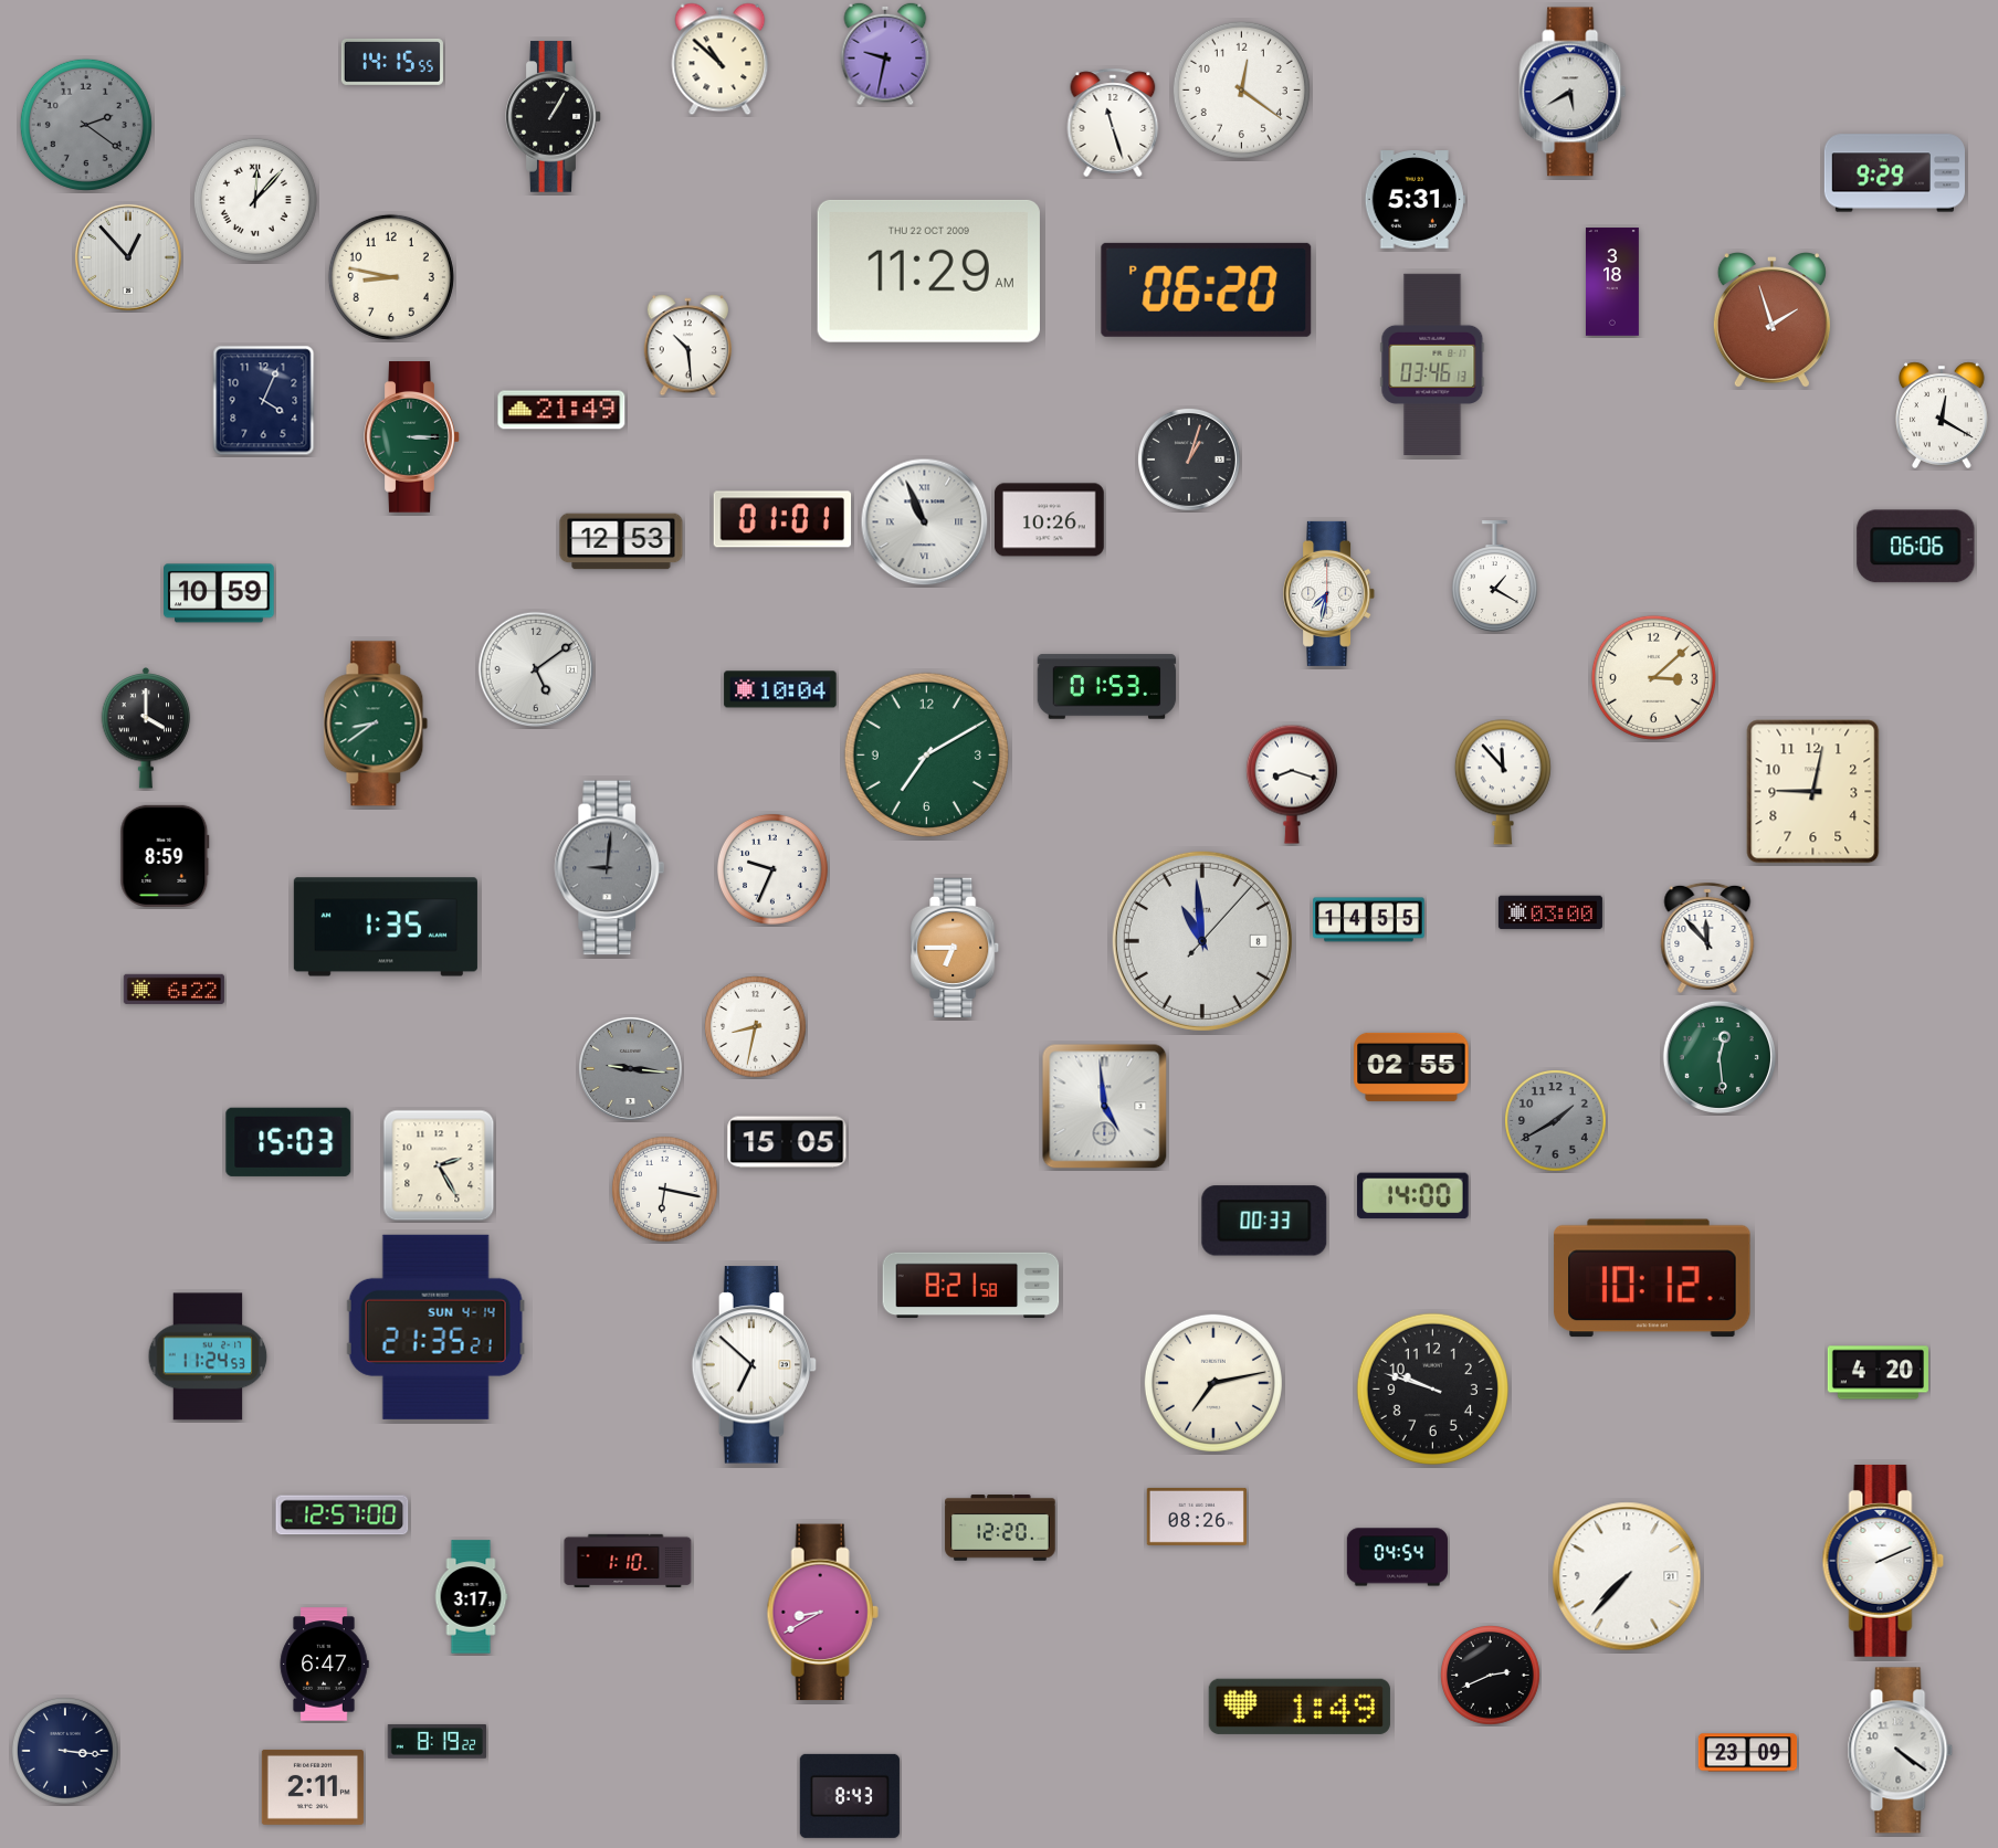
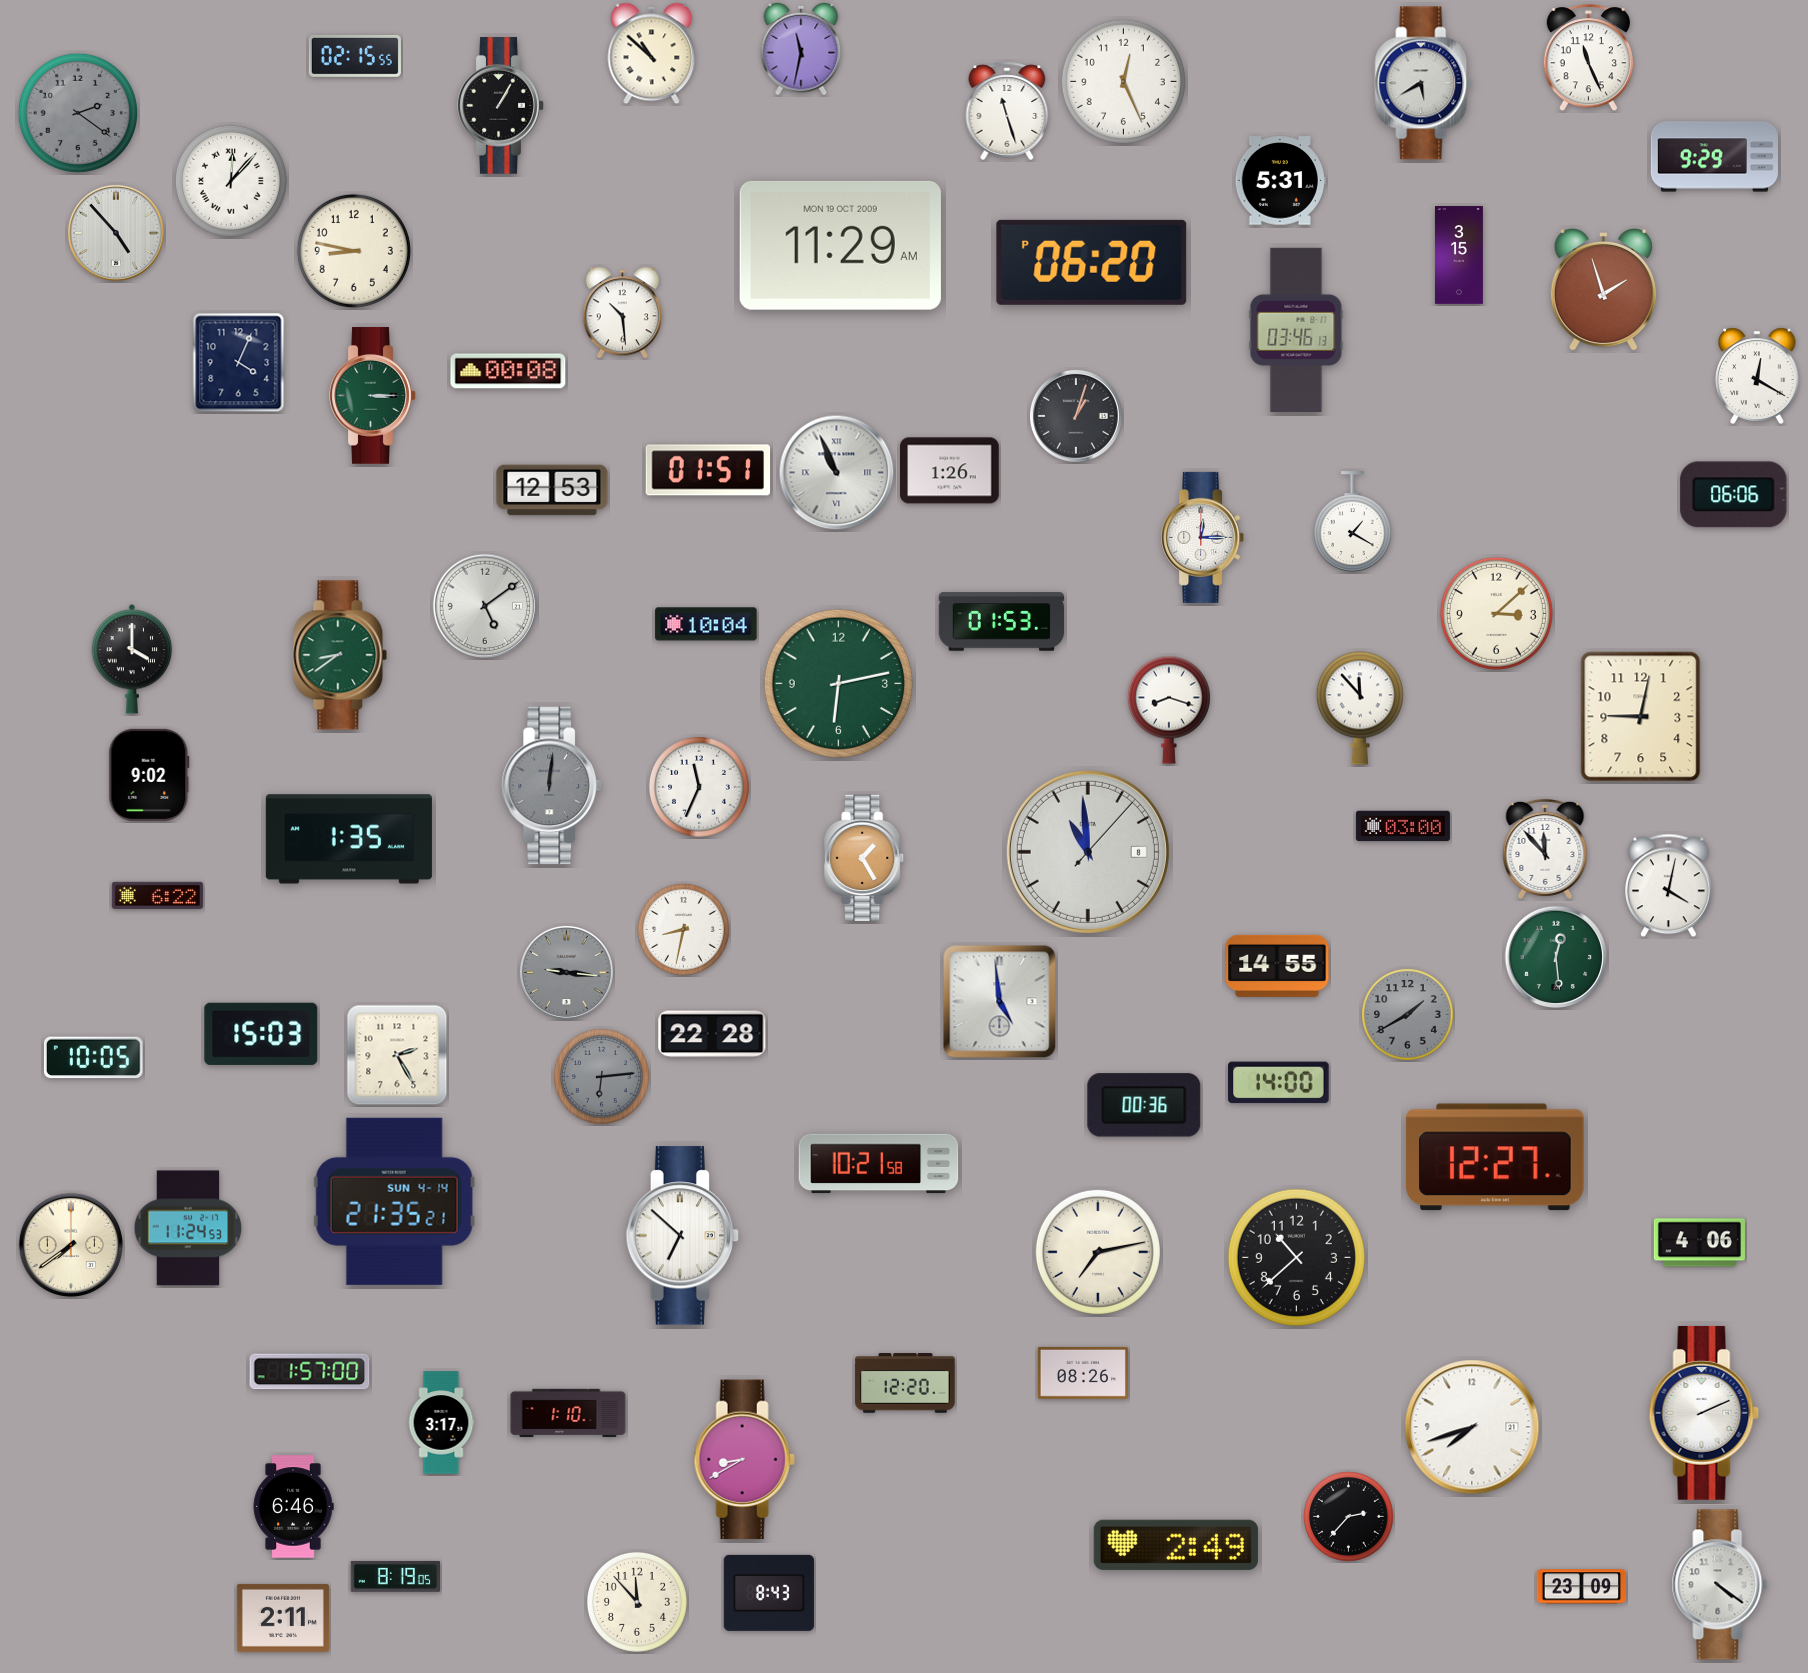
clock at (885, 54): 9:32 -> 11:32
clock at (392, 62): 14:15 -> 02:15
clock at (1588, 58): none -> 11:26
clock at (1241, 89): 12:21 -> 12:26
clock at (128, 257): 12:53 -> 4:53
clock at (928, 271) date: THU 22 OCT 2009 -> MON 19 OCT 2009
clock at (1612, 282): 3:18 -> 3:15
clock at (561, 410): 21:49 -> 00:08
clock at (782, 519): 01:01 -> 01:51
clock at (1050, 520): 10:26 -> 1:26
clock at (621, 541) position: (621, 541) -> (552, 490)
clock at (219, 593): 10:59 -> none
clock at (1329, 593): 7:32 -> 12:15
clock at (926, 754): 7:10 -> 6:13
clock at (165, 856): 8:59 -> 9:02
clock at (610, 868): 9:01 -> 12:01
clock at (772, 869): 9:34 -> 11:34
clock at (1369, 920): 14:55 -> none
clock at (956, 947): 6:45 -> 1:25
clock at (1669, 886): none -> 4:02
clock at (1411, 1067): 02:55 -> 14:55
clock at (630, 1068) position: (630, 1068) -> (566, 972)
clock at (787, 1142): 15:05 -> 22:28
clock at (93, 1058): none -> 10:05
clock at (664, 1189): 6:17 -> 6:14
clock at (664, 1189) dial: white -> grey
clock at (1264, 1221): 00:33 -> 00:36
clock at (1652, 1278): 10:12 -> 12:27
clock at (971, 1286): 8:21 -> 10:21
clock at (1878, 1373): 4:20 -> 4:06
clock at (70, 1244): none -> 7:39
clock at (1432, 1388): 9:48 -> 10:38
clock at (343, 1516): 12:57 -> 1:57
clock at (1397, 1557): 04:54 -> none
clock at (1627, 1576): 7:37 -> 7:42
clock at (471, 1597) position: (471, 1597) -> (441, 1423)
clock at (324, 1665): 6:47 -> 6:46
clock at (1491, 1676): 2:41 -> 2:37
clock at (1300, 1707): 1:49 -> 2:49
clock at (437, 1741): 8:19:22 -> 8:19:05
clock at (65, 1751): 3:16 -> none
clock at (637, 1602): none -> 11:53
clock at (850, 1796) position: (850, 1796) -> (769, 1593)
